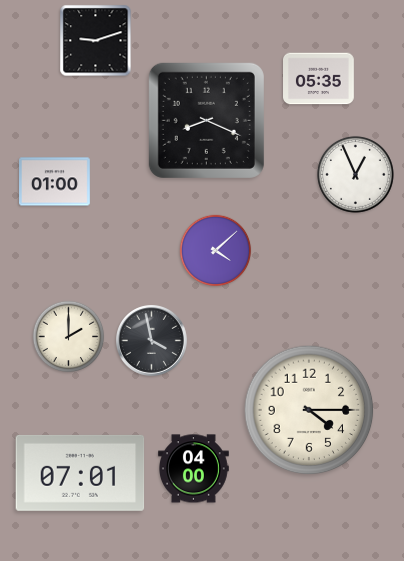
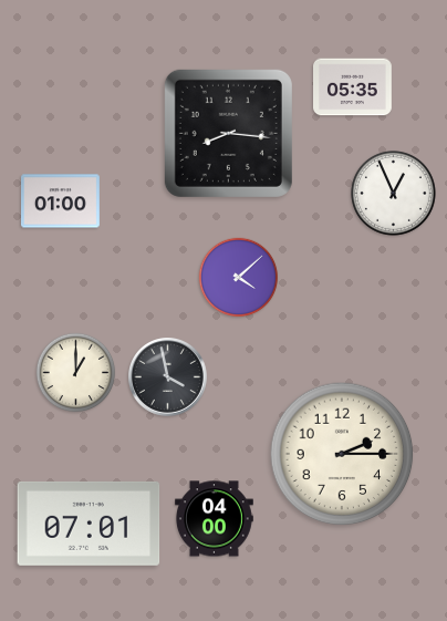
clock at (96, 41): 9:12 -> none
clock at (206, 120): 8:19 -> 8:16
clock at (69, 337): 2:00 -> 1:00
clock at (309, 410): 4:15 -> 2:15
